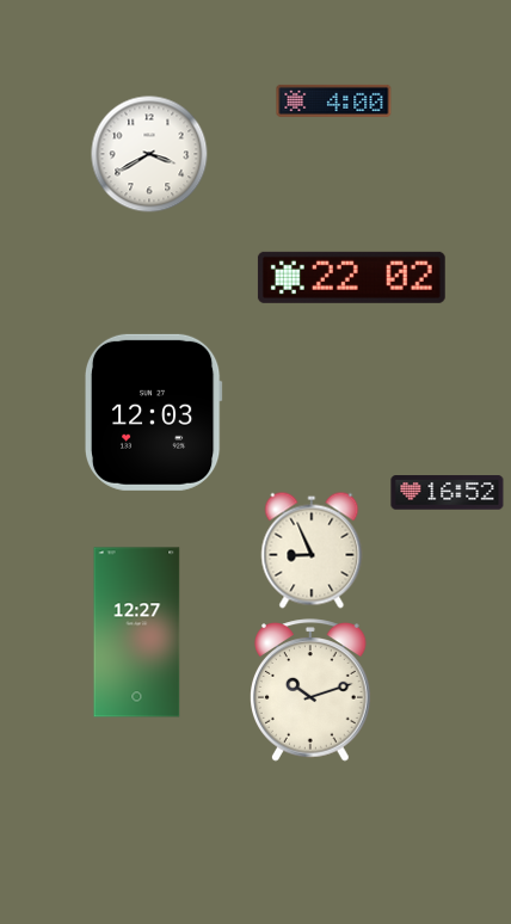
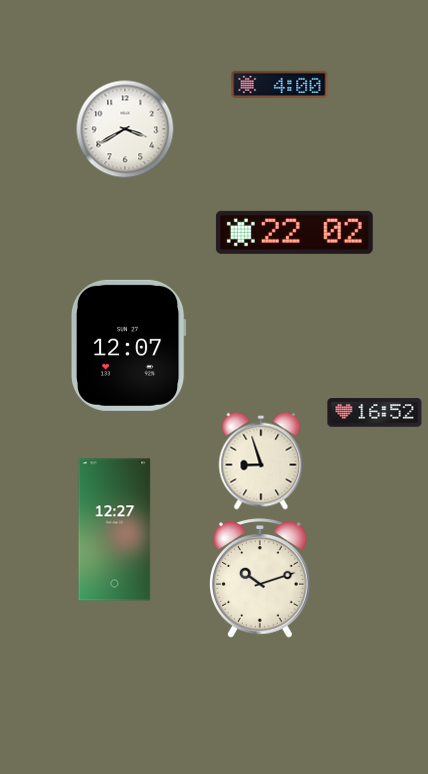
clock at (153, 412): 12:03 -> 12:07
clock at (312, 550): 8:56 -> 8:57
